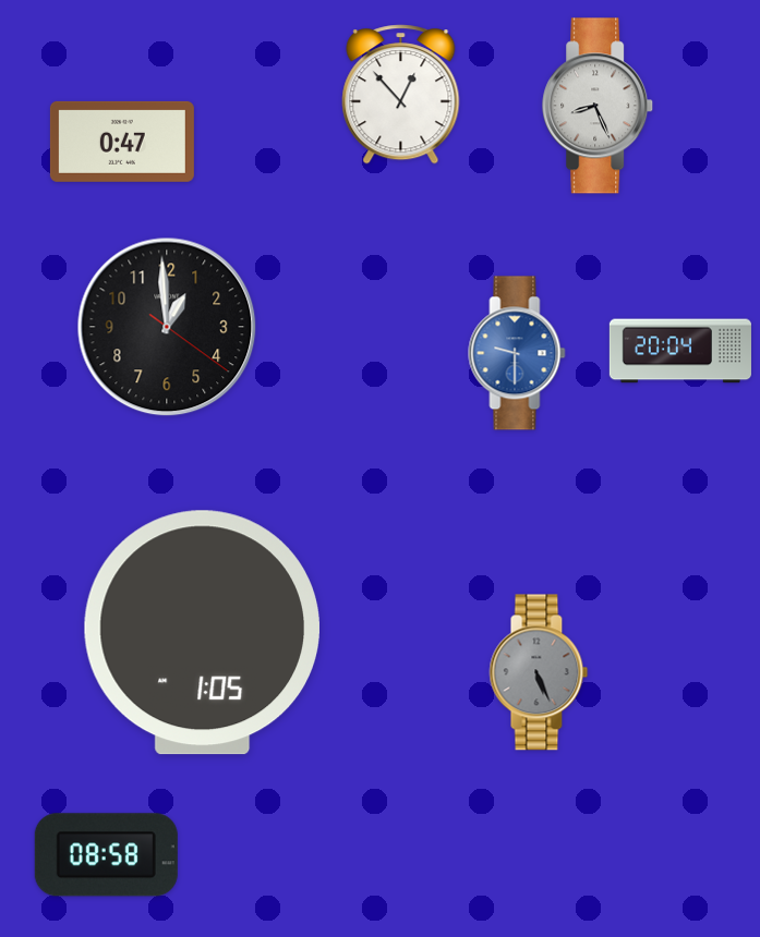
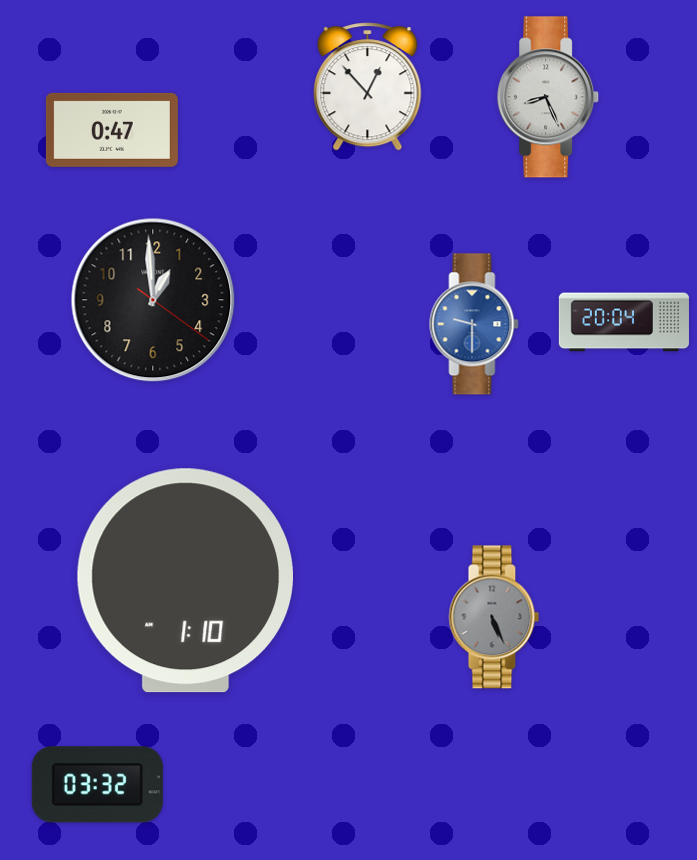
clock at (202, 633): 1:05 -> 1:10
clock at (106, 855): 08:58 -> 03:32
